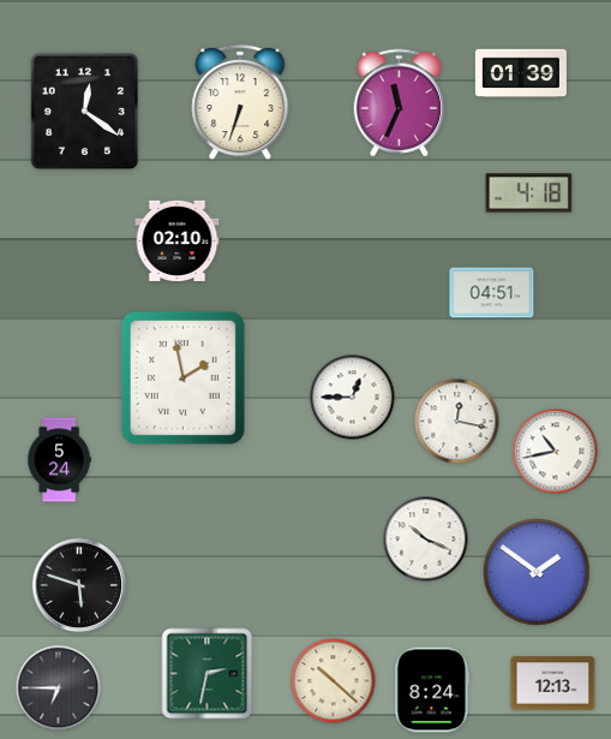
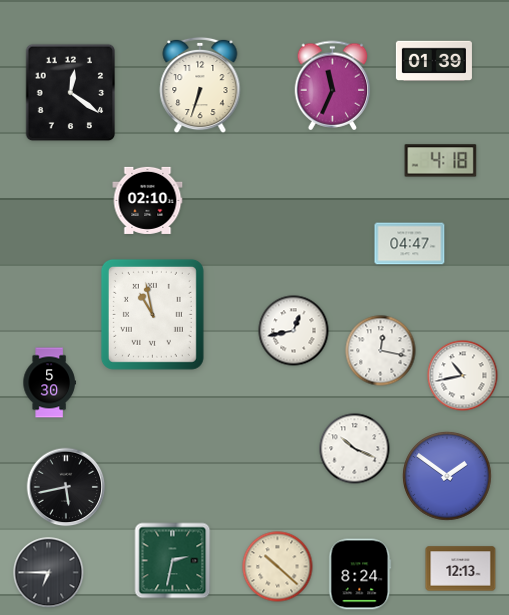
clock at (492, 293): 04:51 -> 04:47
clock at (182, 377): 1:58 -> 10:58
clock at (353, 398): 12:45 -> 12:43
clock at (59, 460): 5:24 -> 5:30
clock at (79, 585): 5:48 -> 5:43
